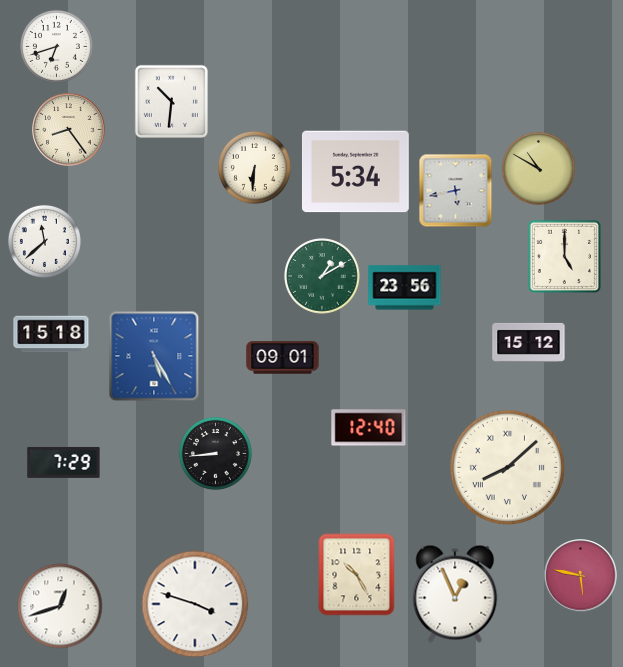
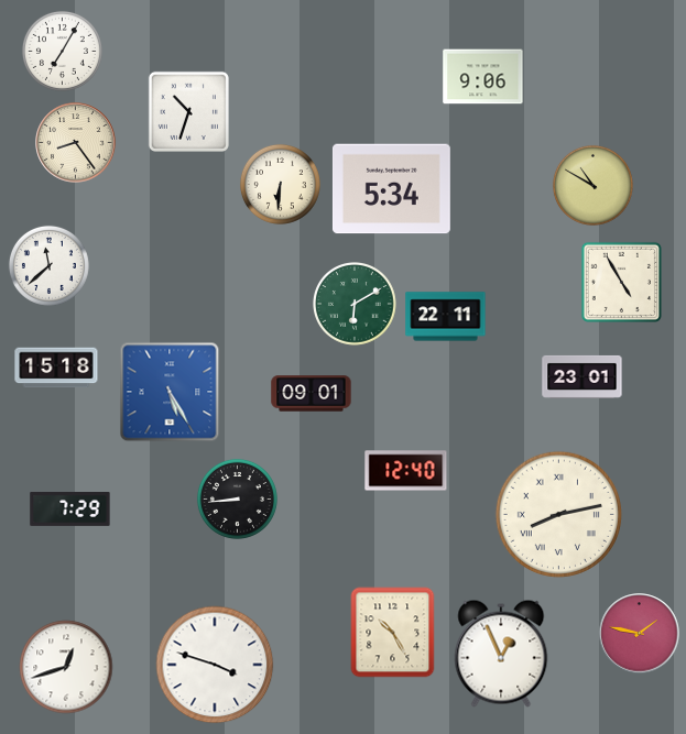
clock at (56, 46): 6:42 -> 7:05
clock at (483, 77): none -> 9:06
clock at (171, 101): 10:31 -> 10:33
clock at (456, 191): 5:43 -> none
clock at (564, 256): 5:00 -> 4:55
clock at (323, 277): 1:10 -> 6:10
clock at (405, 288): 23:56 -> 22:11
clock at (529, 342): 15:12 -> 23:01
clock at (507, 467): 8:08 -> 8:13
clock at (581, 576): 5:47 -> 1:47
